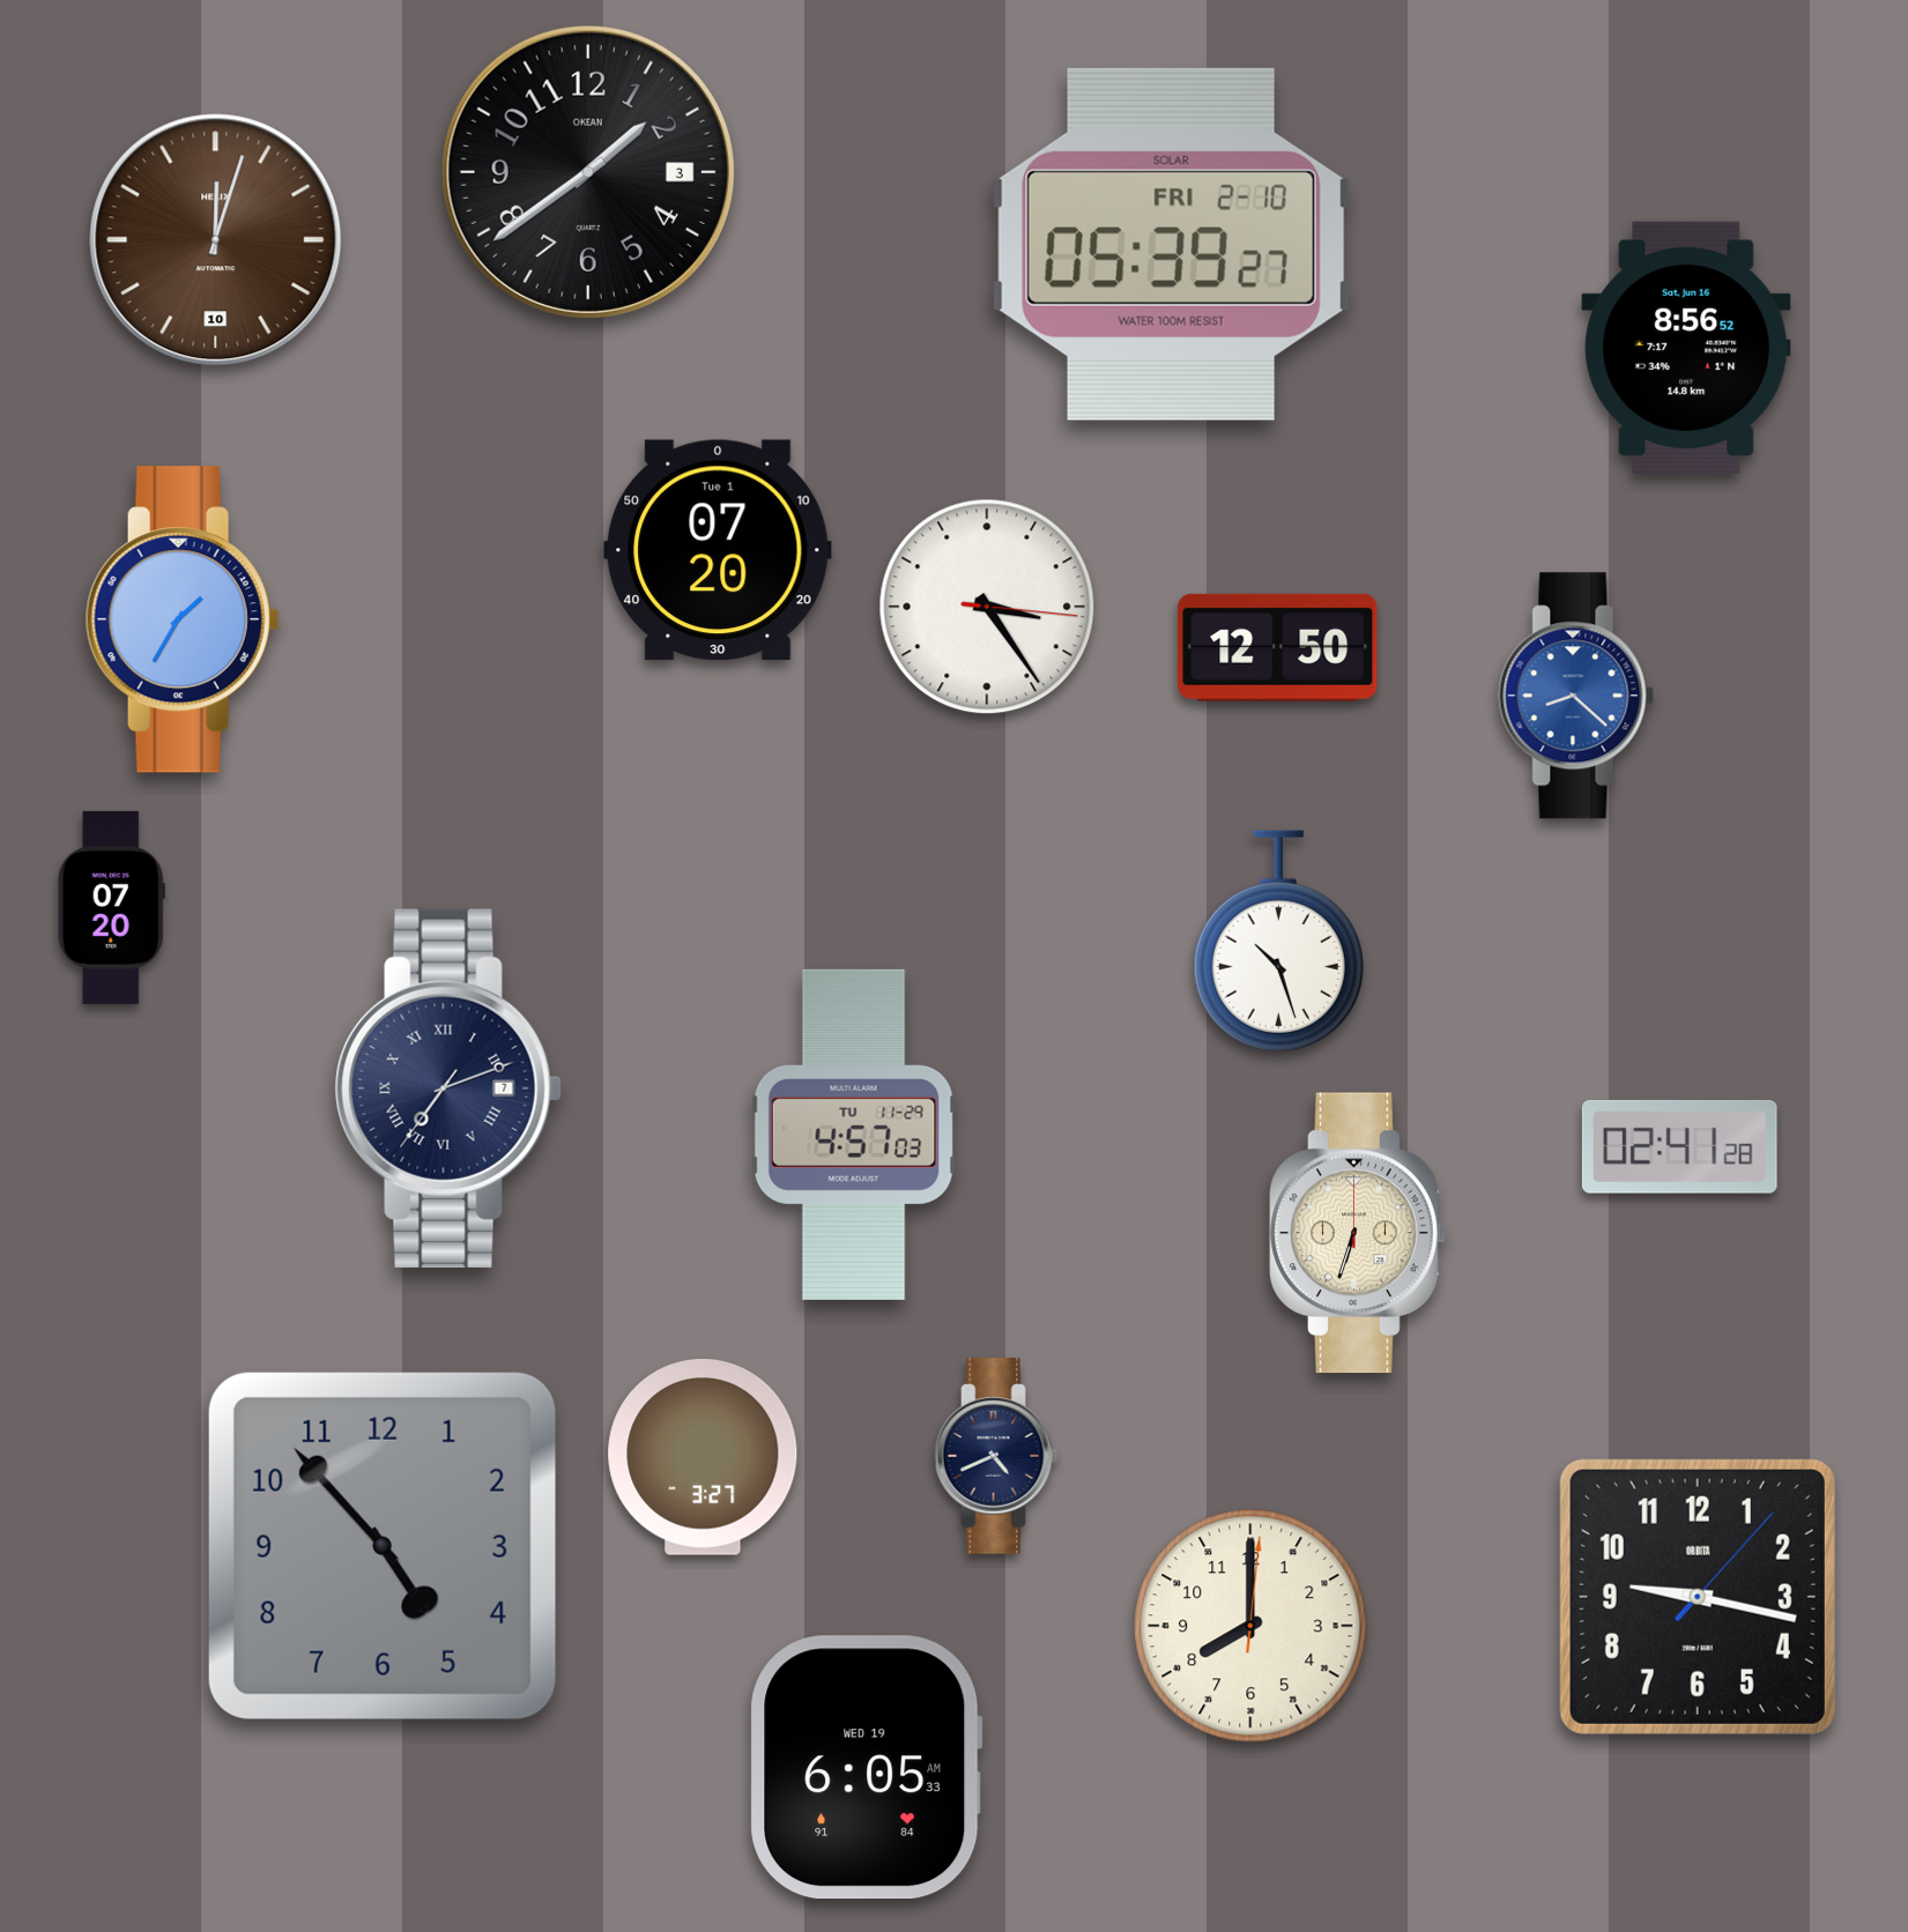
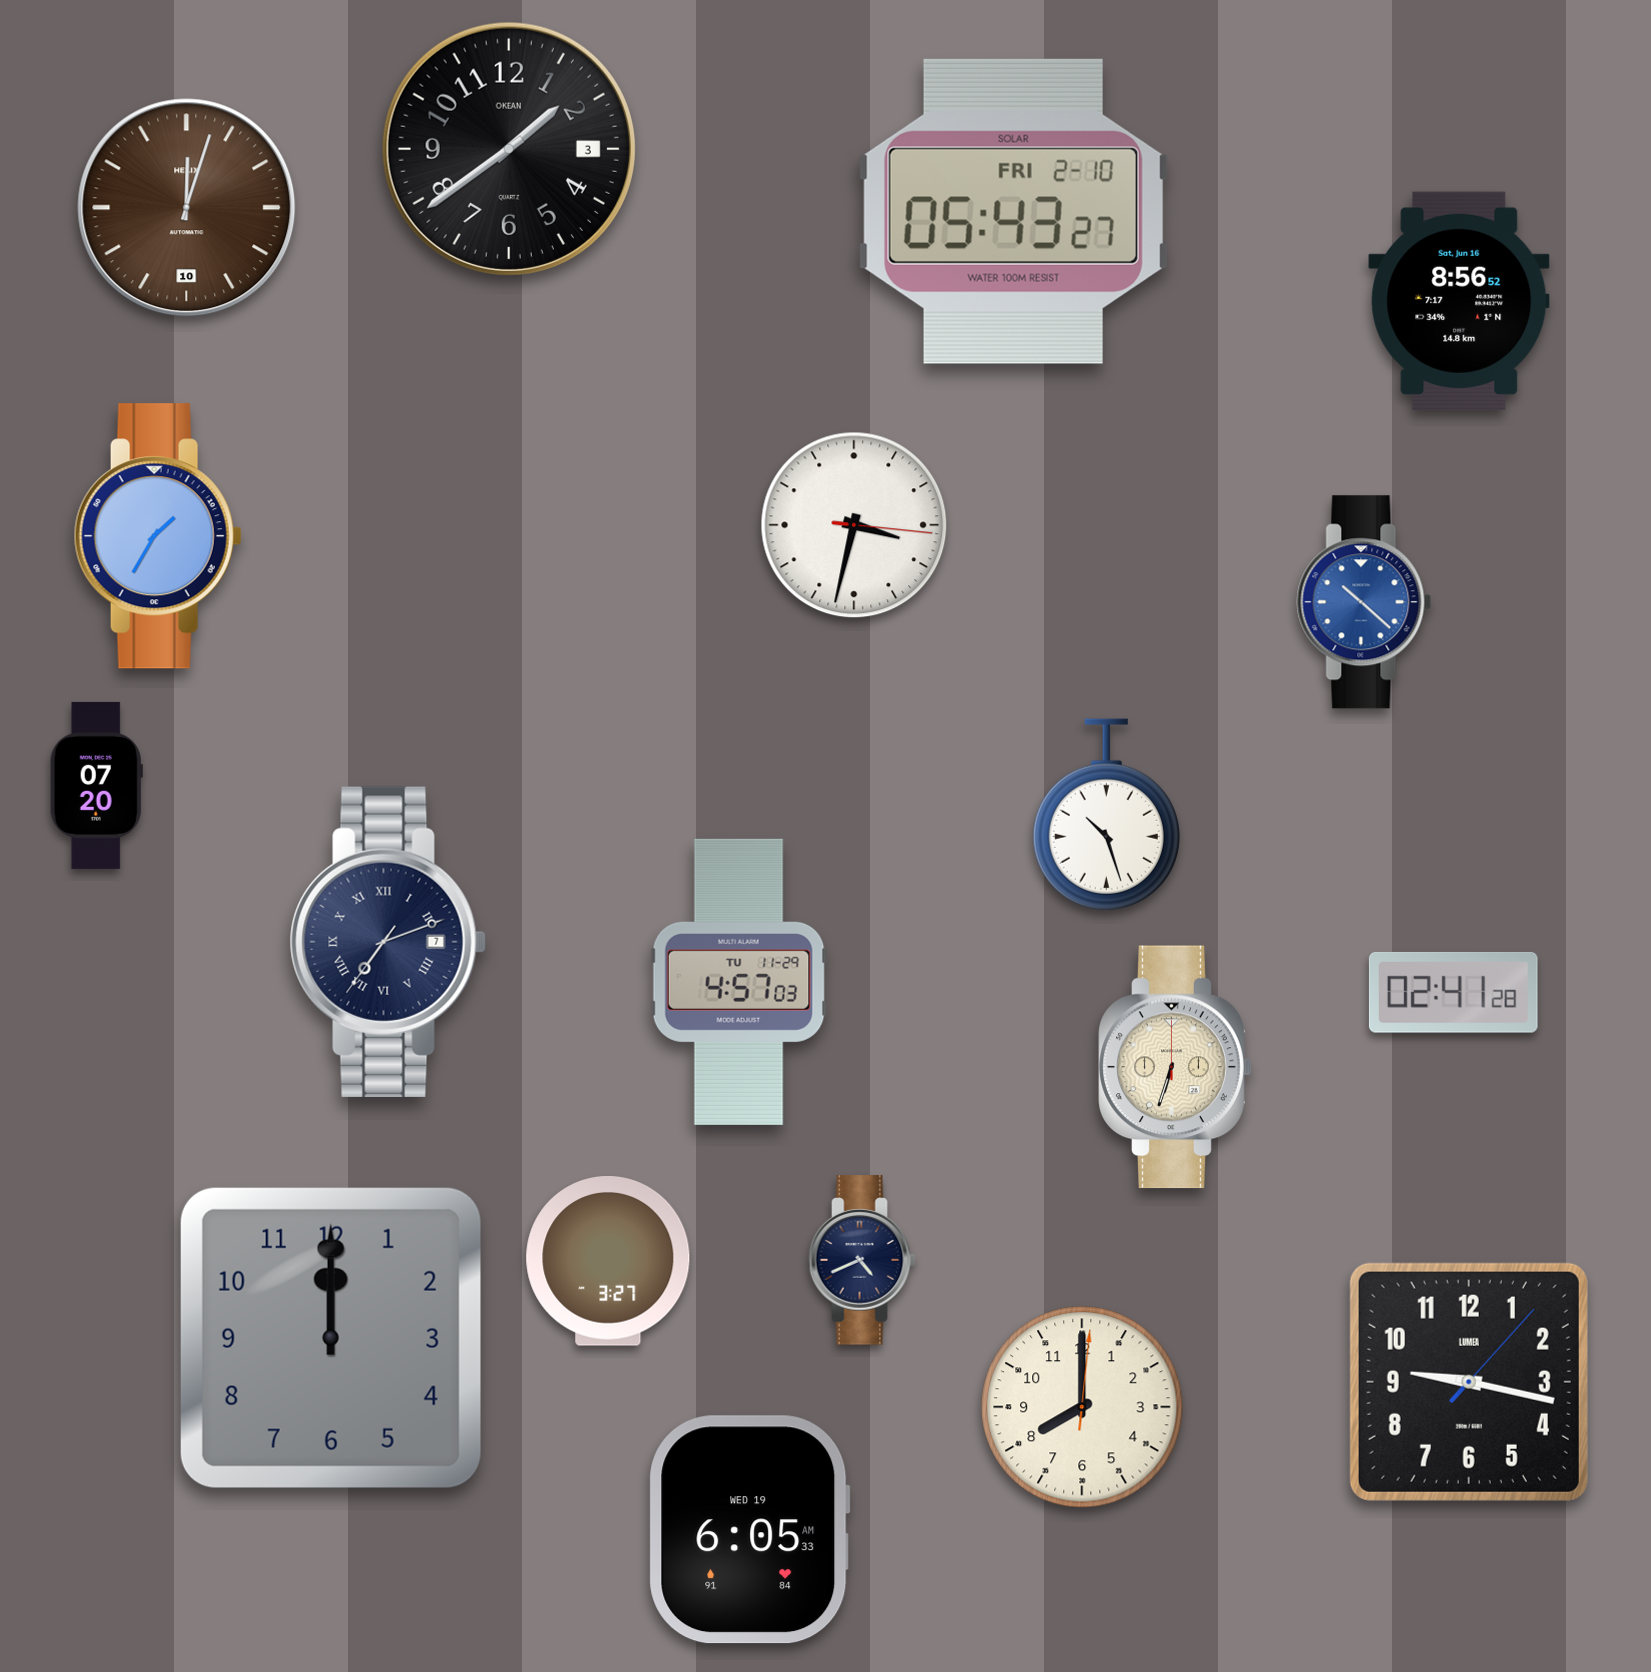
clock at (1171, 244): 05:39 -> 05:43
clock at (718, 550): 07:20 -> none
clock at (987, 607): 3:24 -> 3:32
clock at (1278, 647): 12:50 -> none
clock at (1576, 696): 8:22 -> 10:22
clock at (383, 1546): 4:53 -> 12:00
clock at (1698, 1597) brand: ORBITA -> LUMEA
